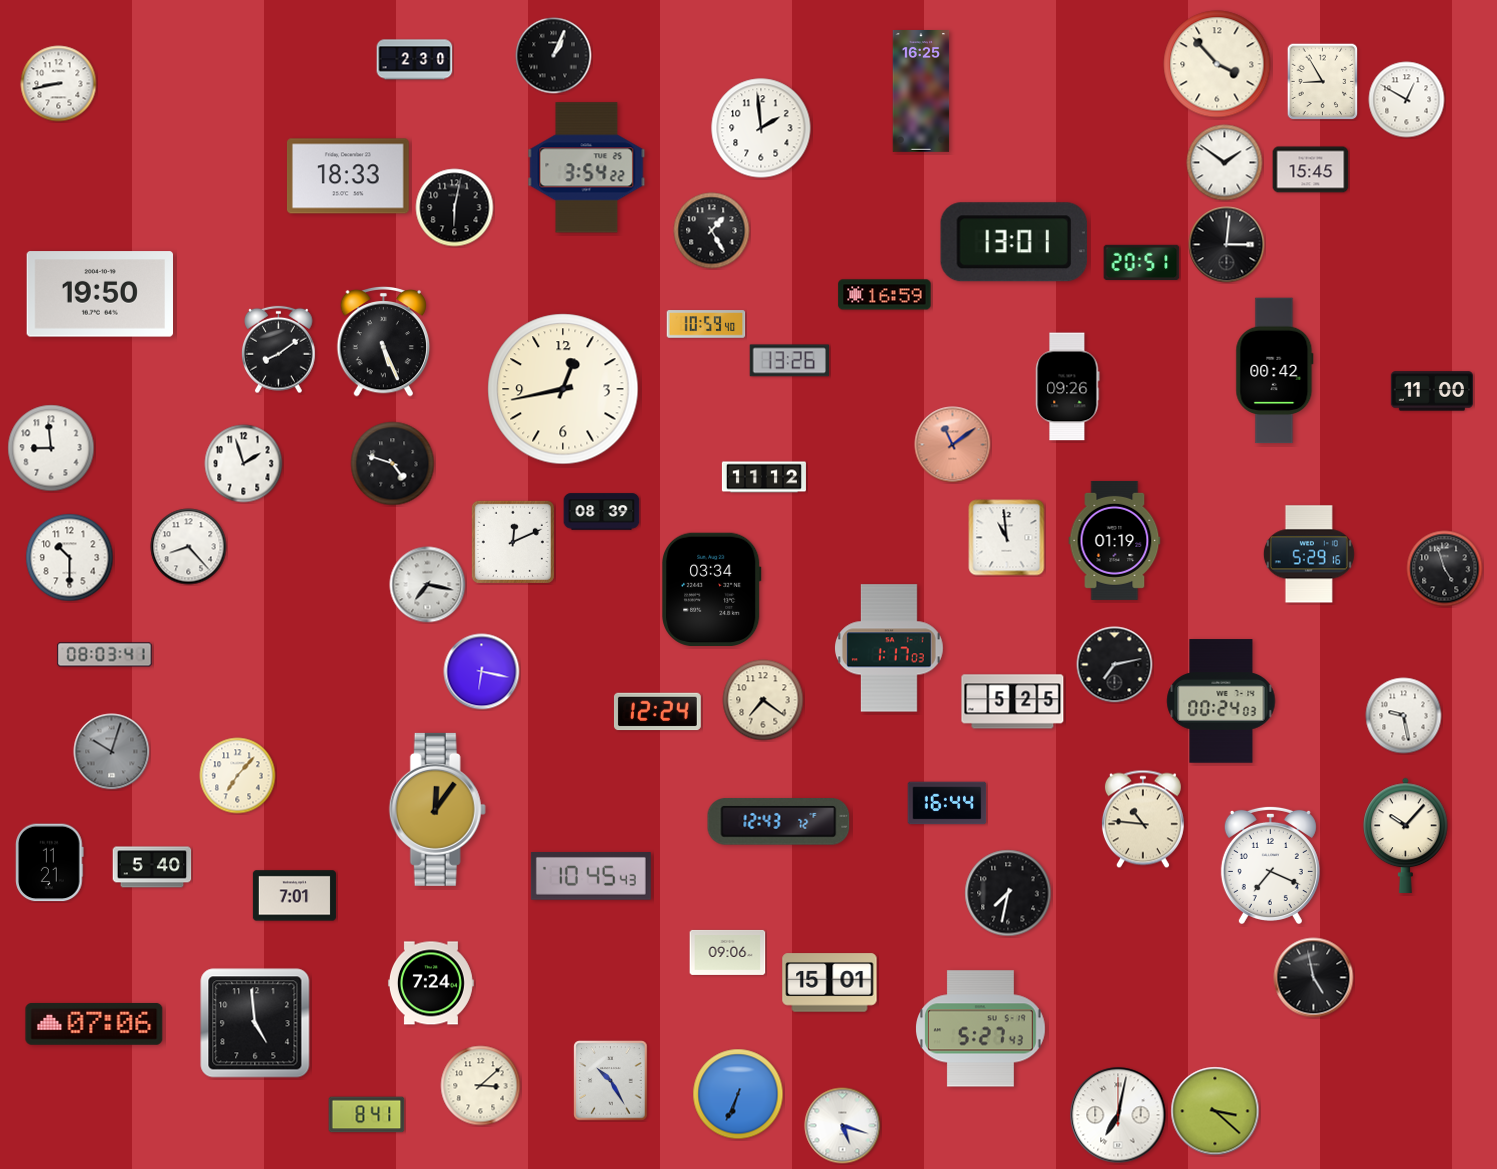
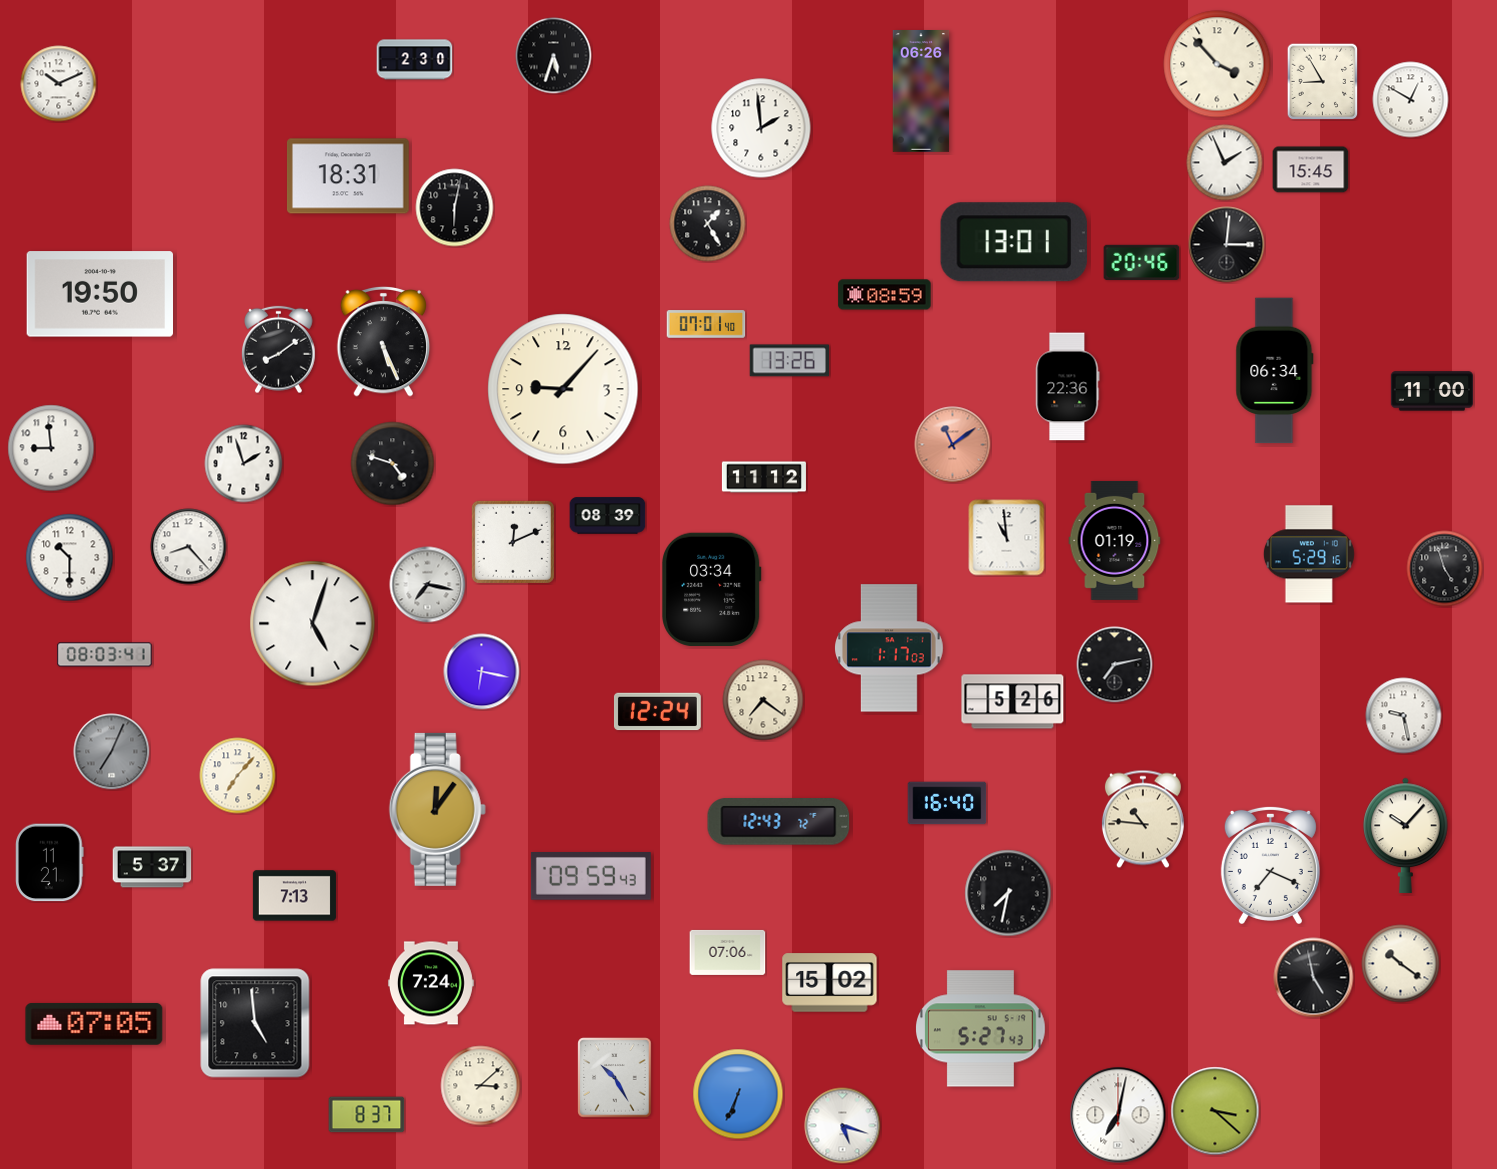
clock at (554, 56): 1:04 -> 5:33
clock at (59, 84): 8:43 -> 10:11
clock at (921, 92): 16:25 -> 06:26
clock at (1407, 100) position: (1407, 100) -> (1411, 100)
clock at (1225, 163): 1:51 -> 1:56
clock at (587, 168): 3:54 -> none
clock at (348, 176): 18:33 -> 18:31
clock at (712, 231) position: (712, 231) -> (708, 224)
clock at (1142, 262): 20:51 -> 20:46
clock at (885, 295): 16:59 -> 08:59
clock at (706, 324): 10:59 -> 07:01
clock at (1275, 371): 00:42 -> 06:34
clock at (1068, 387): 09:26 -> 22:36
clock at (563, 389): 12:43 -> 9:07
clock at (602, 512) position: (602, 512) -> (608, 516)
clock at (313, 624): none -> 5:03
clock at (1221, 701): 00:24 -> none
clock at (1013, 702): 5:25 -> 5:26
clock at (112, 752): 10:03 -> 7:04
clock at (947, 803): 16:44 -> 16:40
clock at (152, 867): 5:40 -> 5:37
clock at (591, 877): 10:45 -> 09:59
clock at (294, 896): 7:01 -> 7:13
clock at (728, 952): 09:06 -> 07:06
clock at (1401, 964): none -> 10:21
clock at (830, 983): 15:01 -> 15:02
clock at (94, 1024): 07:06 -> 07:05
clock at (611, 1081) position: (611, 1081) -> (615, 1078)
clock at (367, 1115): 8:41 -> 8:37
